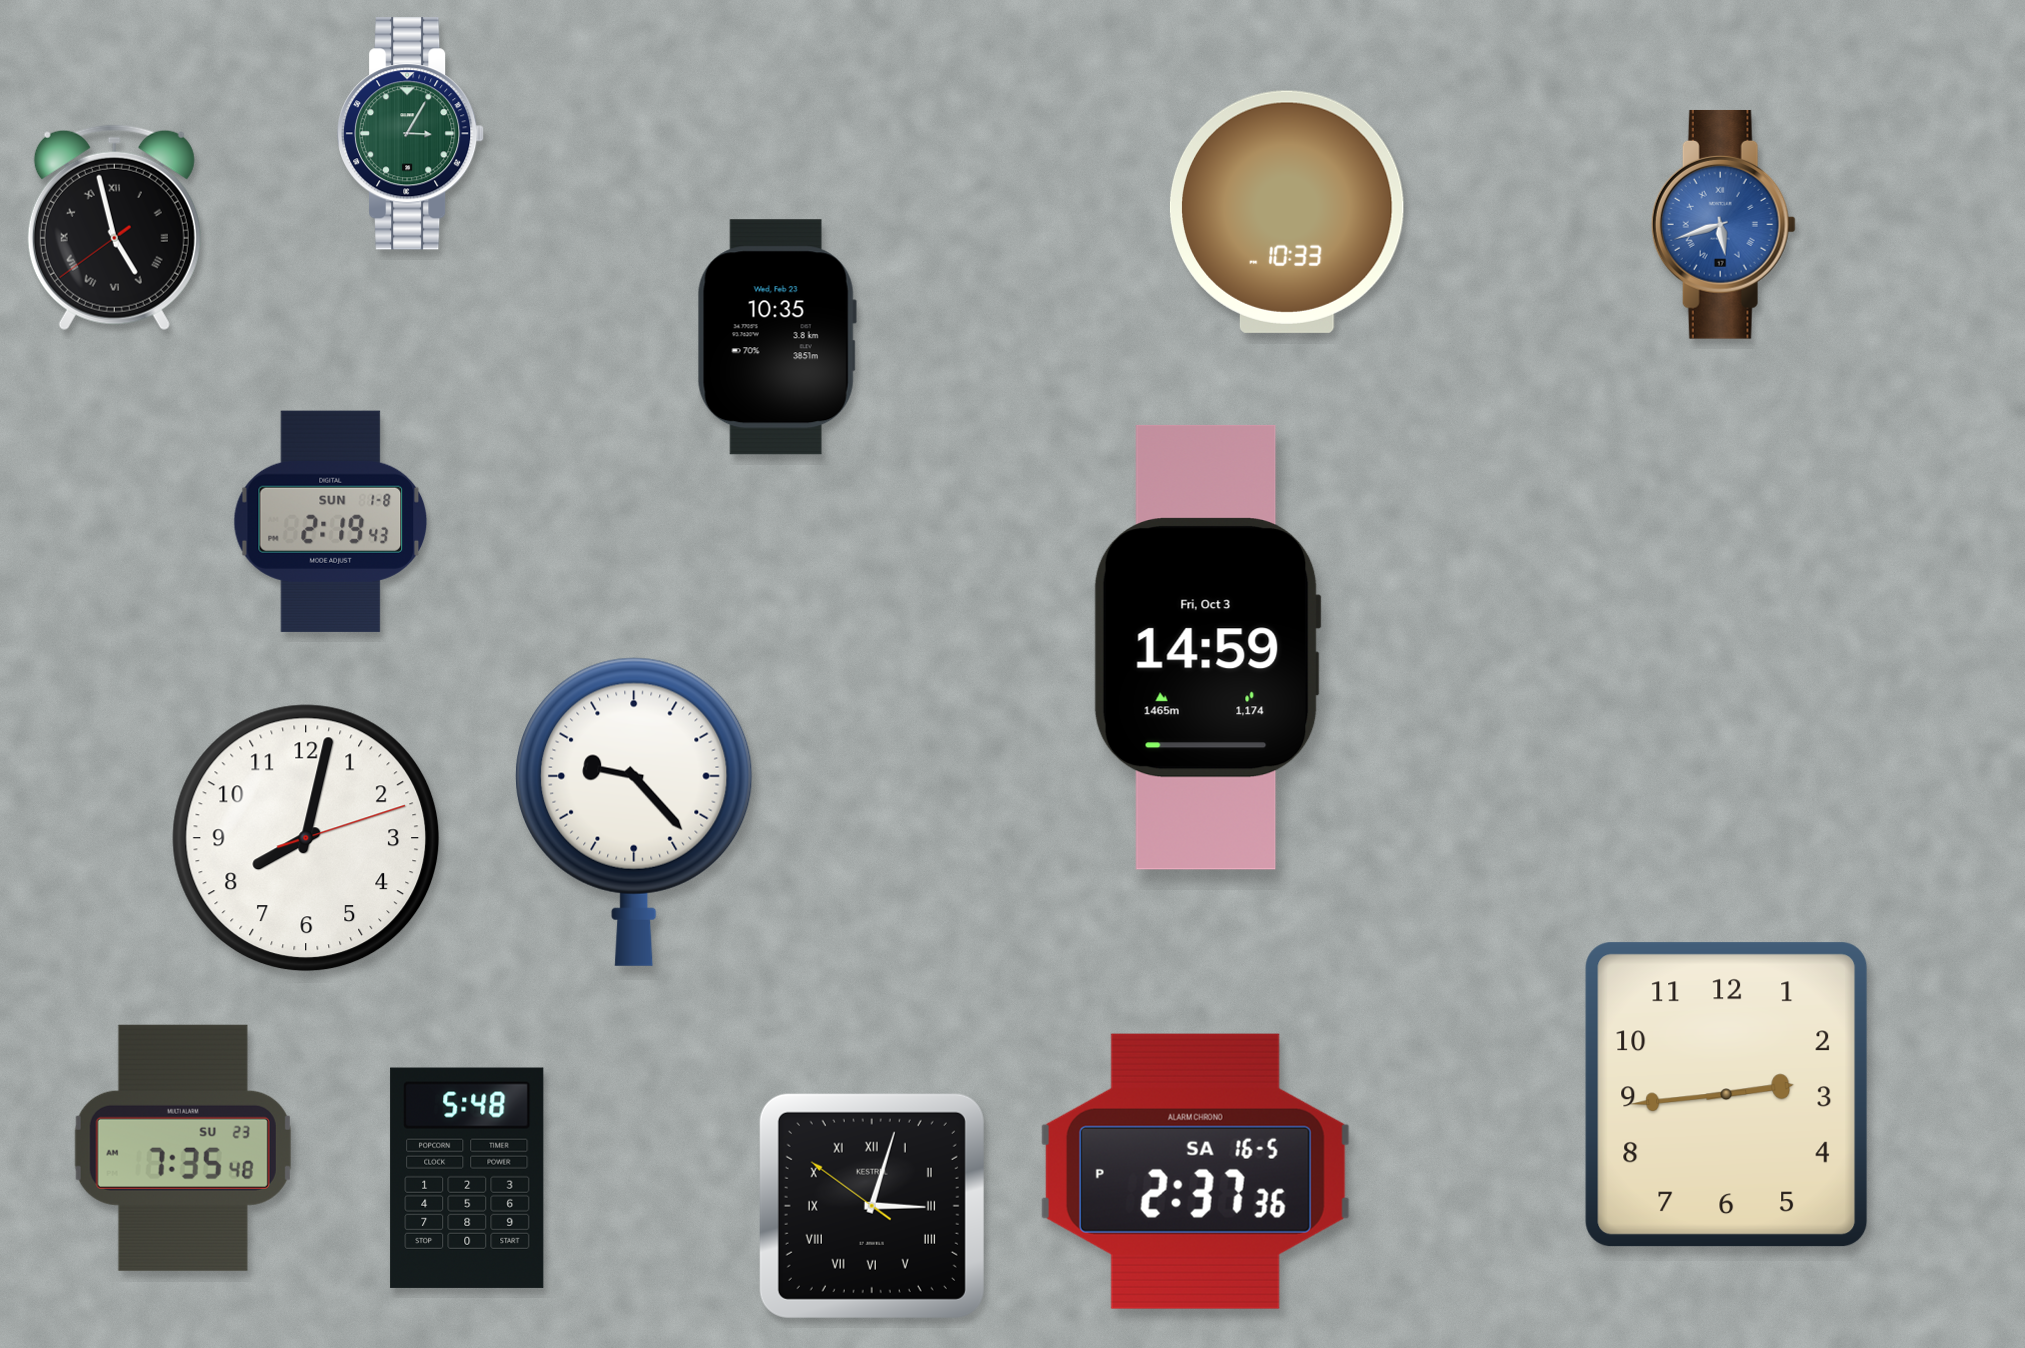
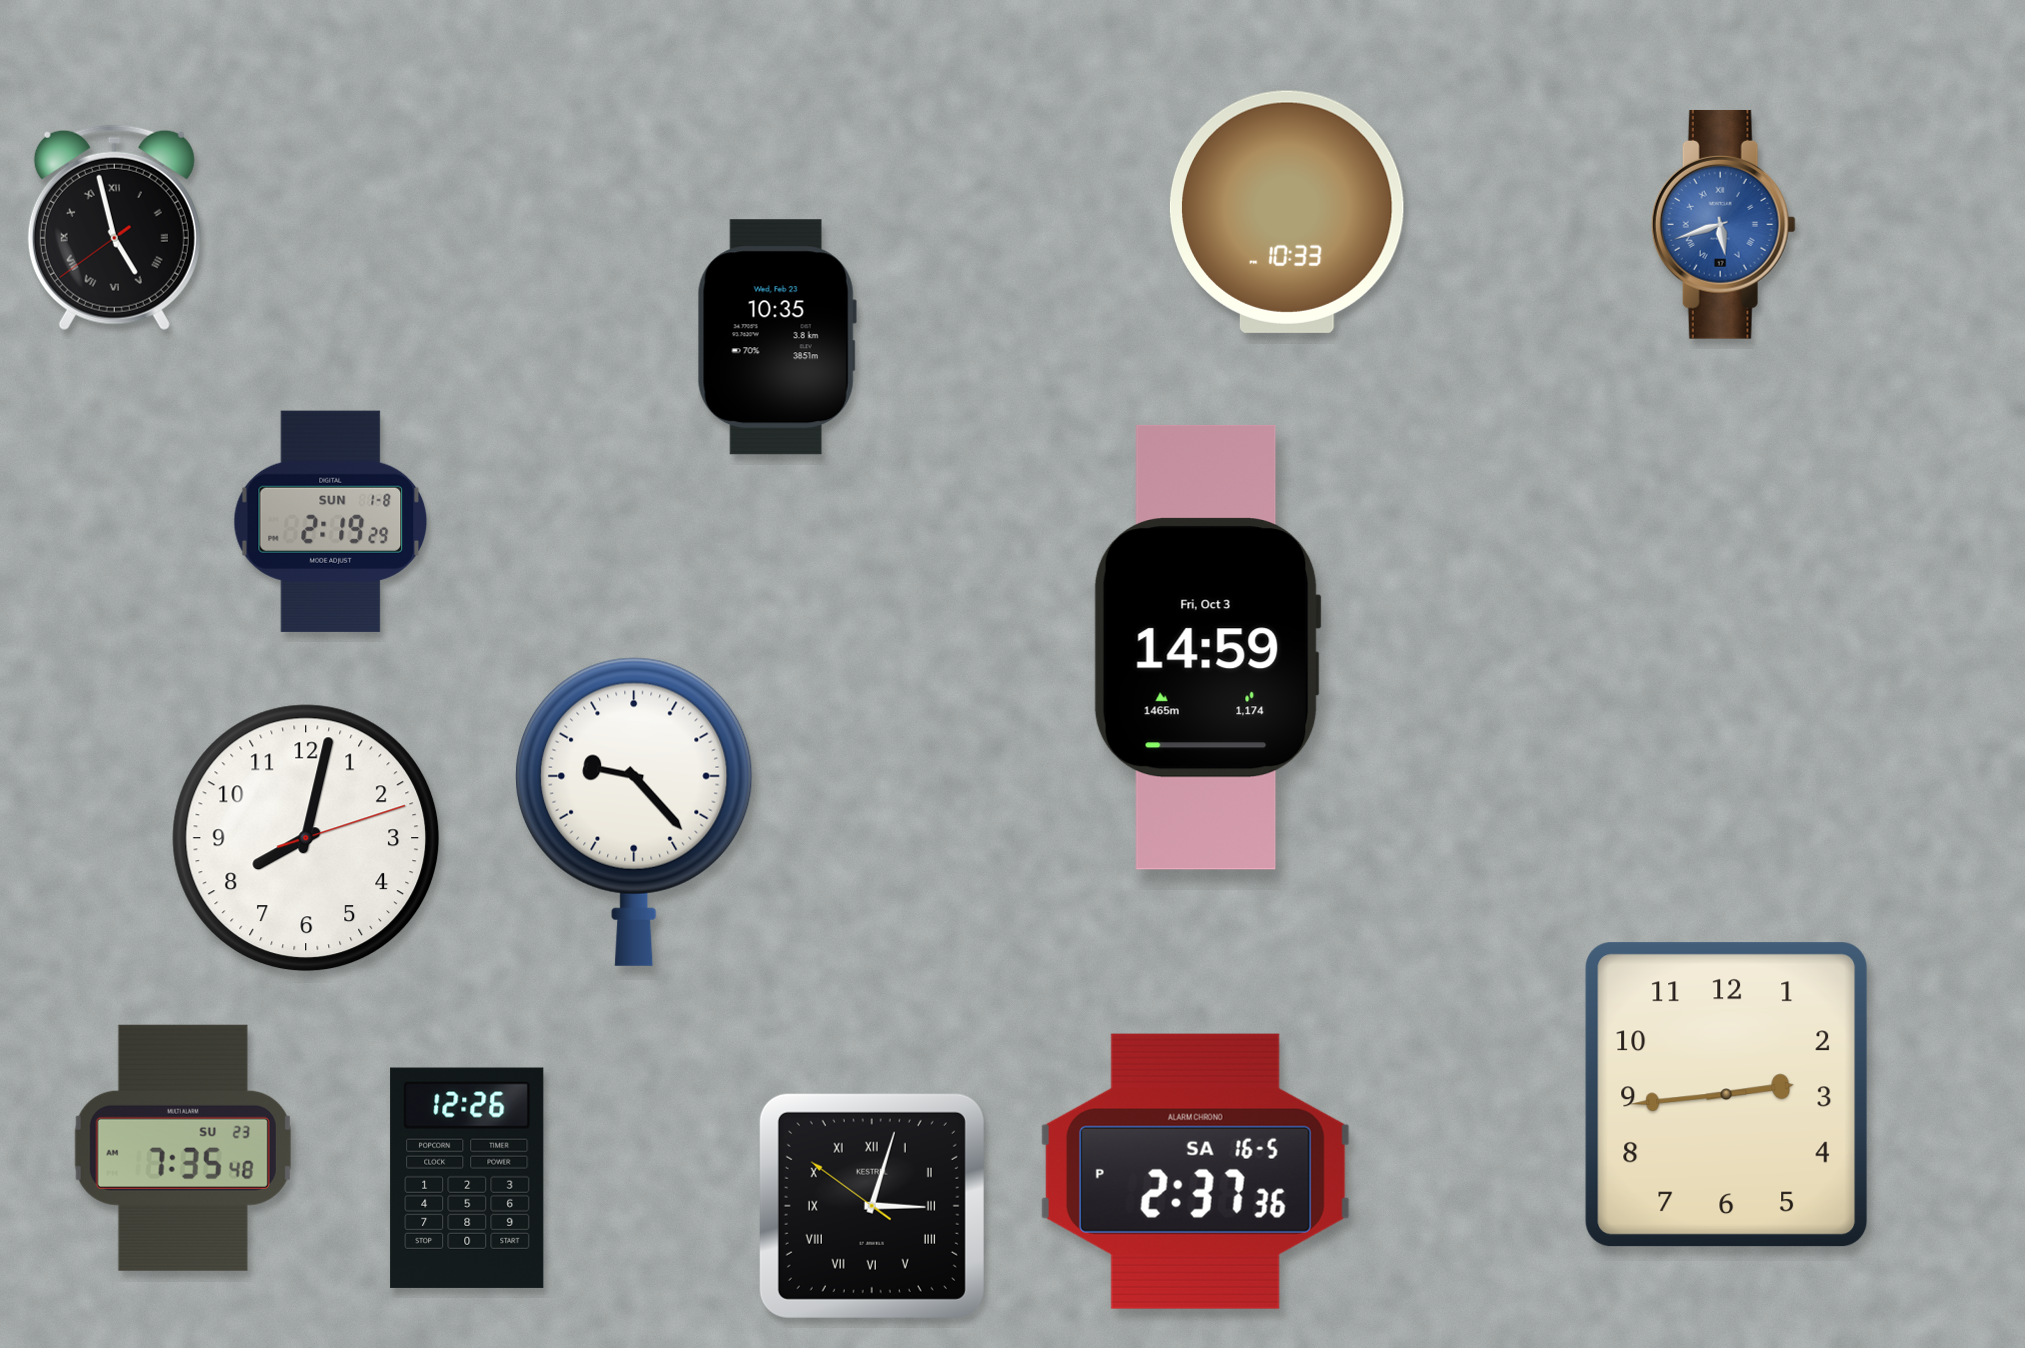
clock at (411, 134): 3:05 -> none
clock at (331, 521): 2:19:43 -> 2:19:29
clock at (467, 1178): 5:48 -> 12:26
